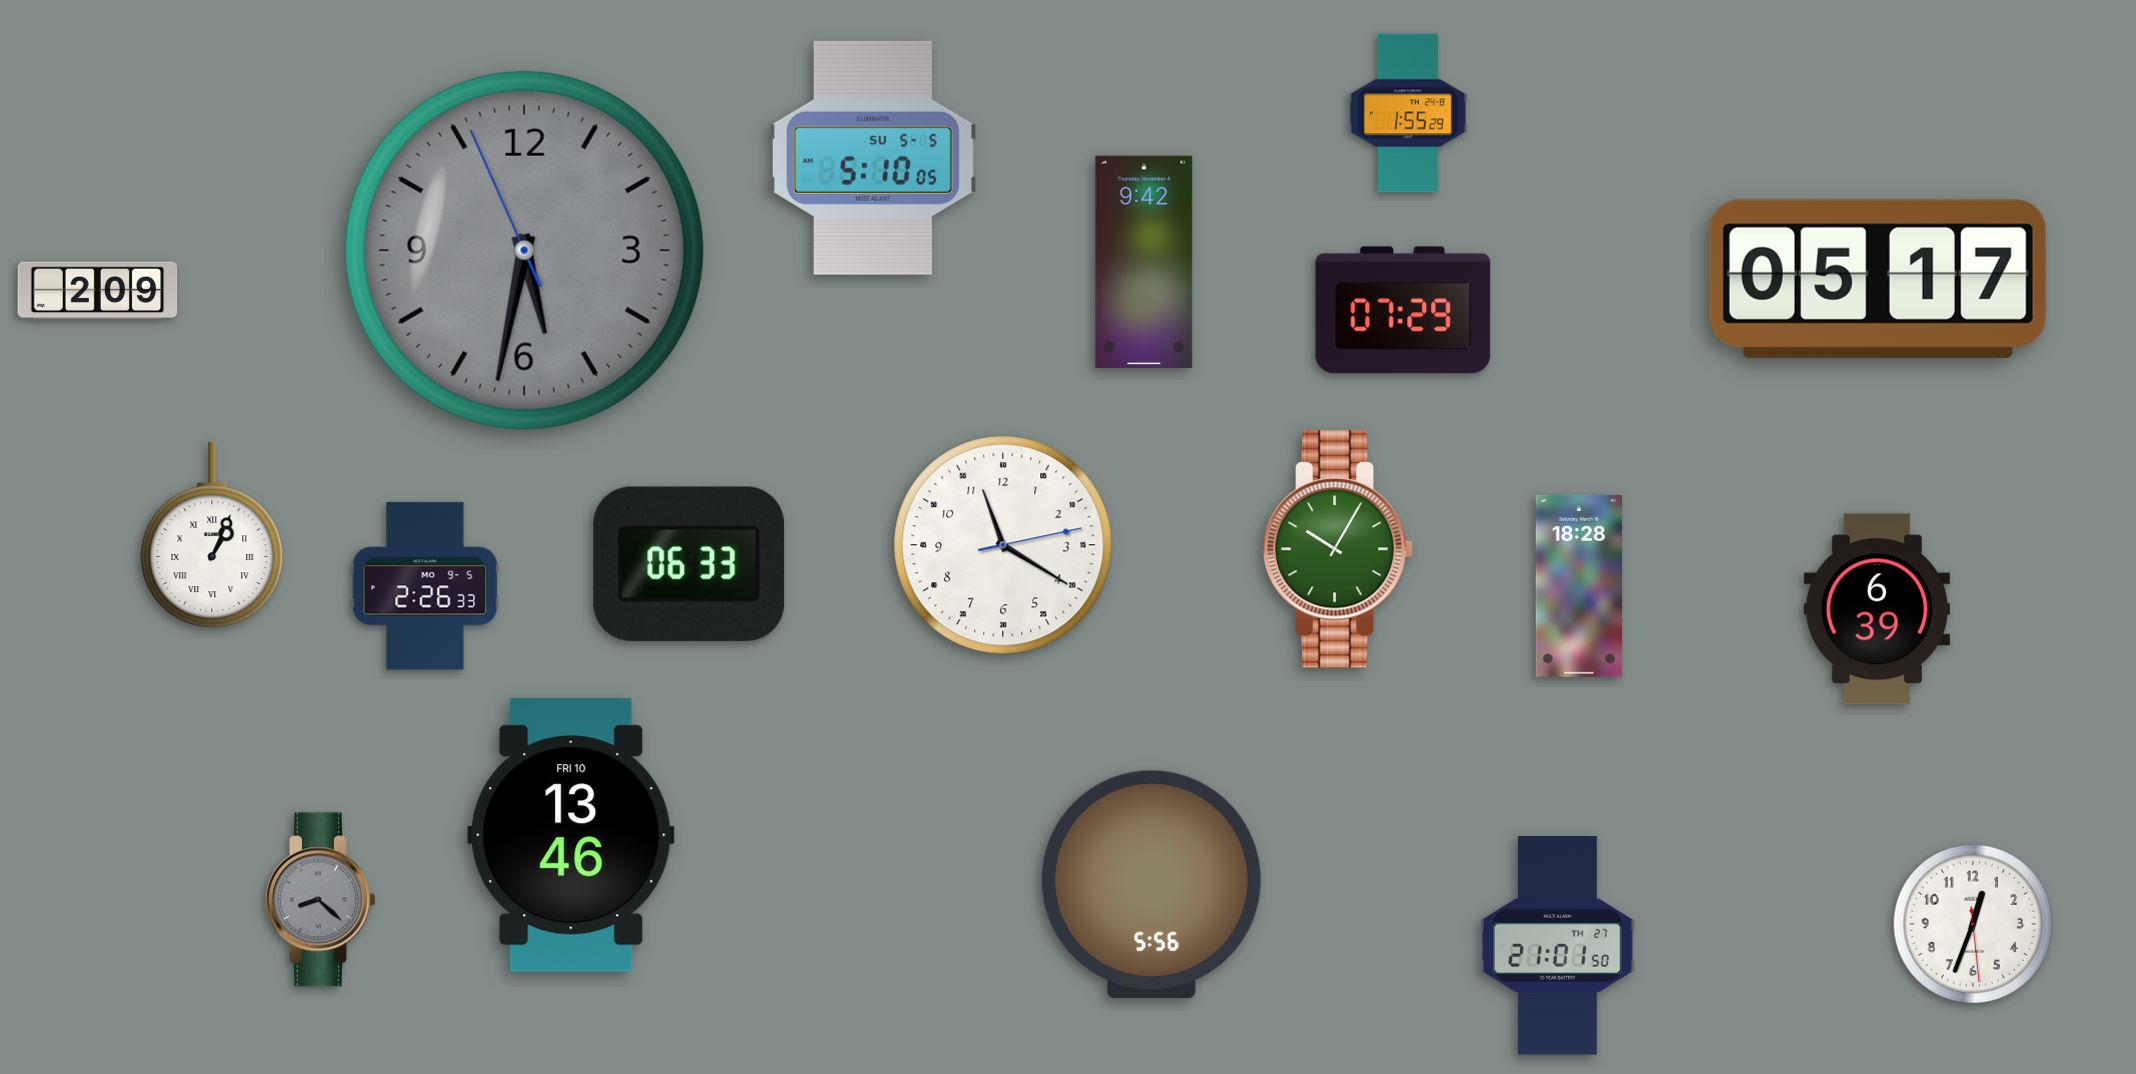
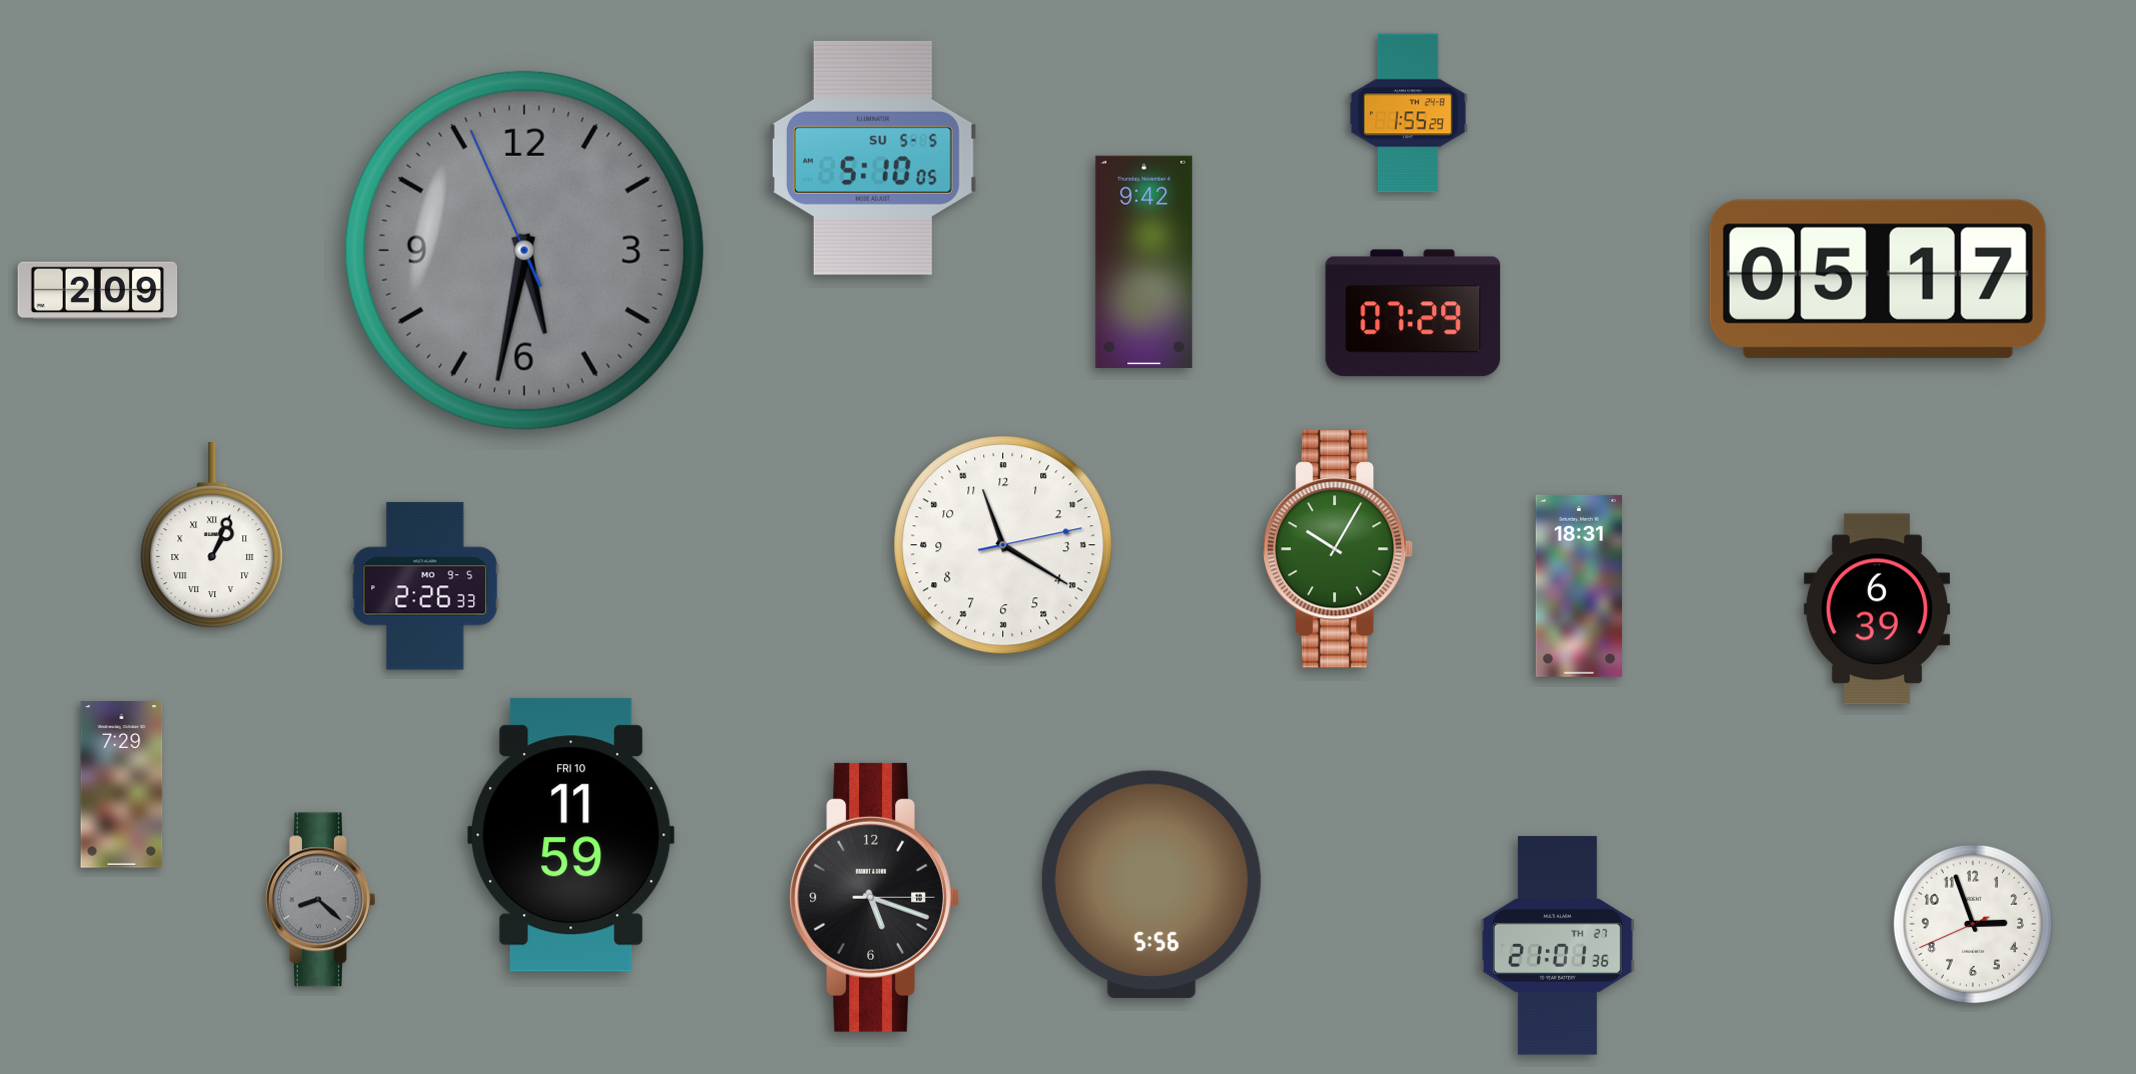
clock at (1403, 310) position: (1403, 310) -> (1413, 313)
clock at (689, 564): 06:33 -> none
clock at (1579, 586): 18:28 -> 18:31
clock at (122, 785): none -> 7:29
clock at (571, 835): 13:46 -> 11:59
clock at (874, 897): none -> 5:18
clock at (1973, 924): 12:33 -> 2:56
clock at (1557, 946): 21:01:50 -> 21:01:36
